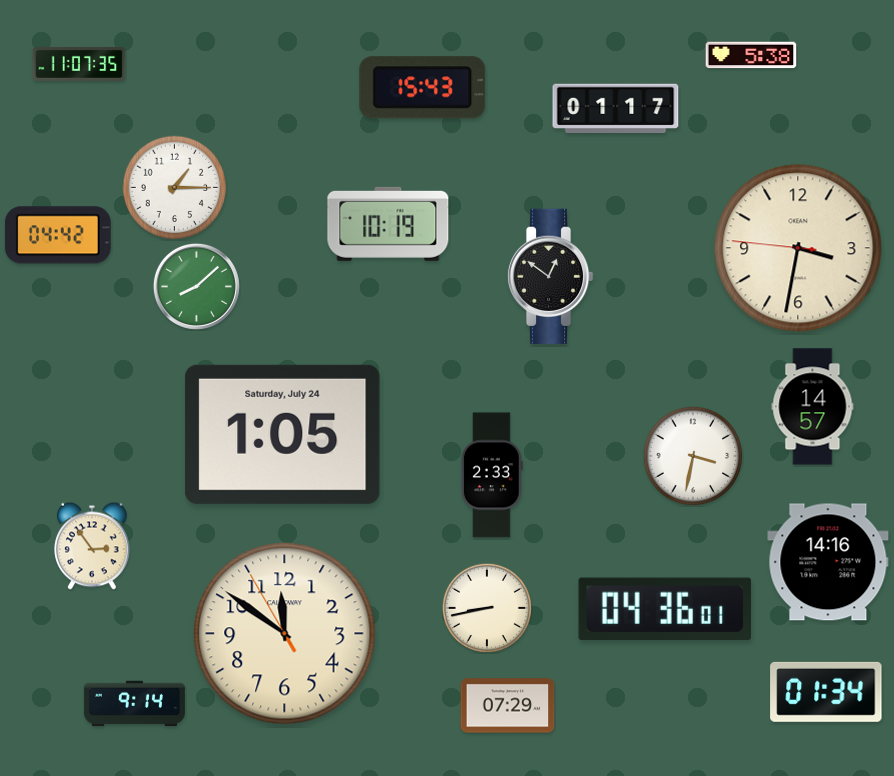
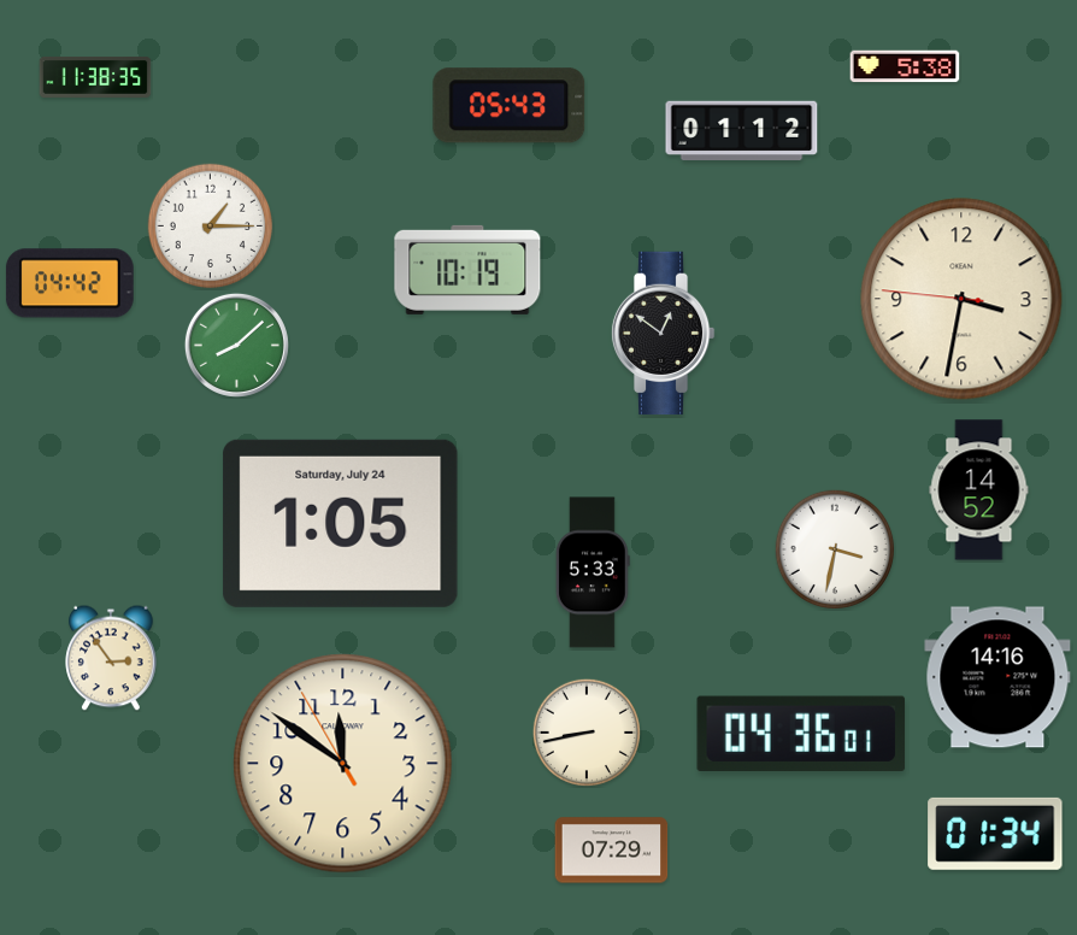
clock at (79, 64): 11:07 -> 11:38
clock at (423, 88): 15:43 -> 05:43
clock at (616, 108): 01:17 -> 01:12
clock at (813, 407): 14:57 -> 14:52
clock at (492, 475): 2:33 -> 5:33
clock at (134, 704): 9:14 -> none
